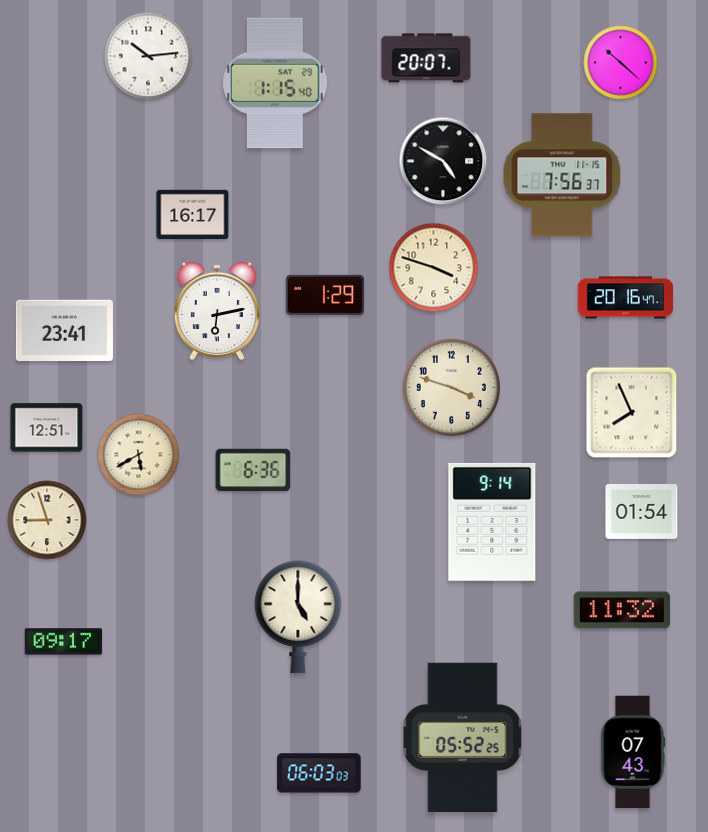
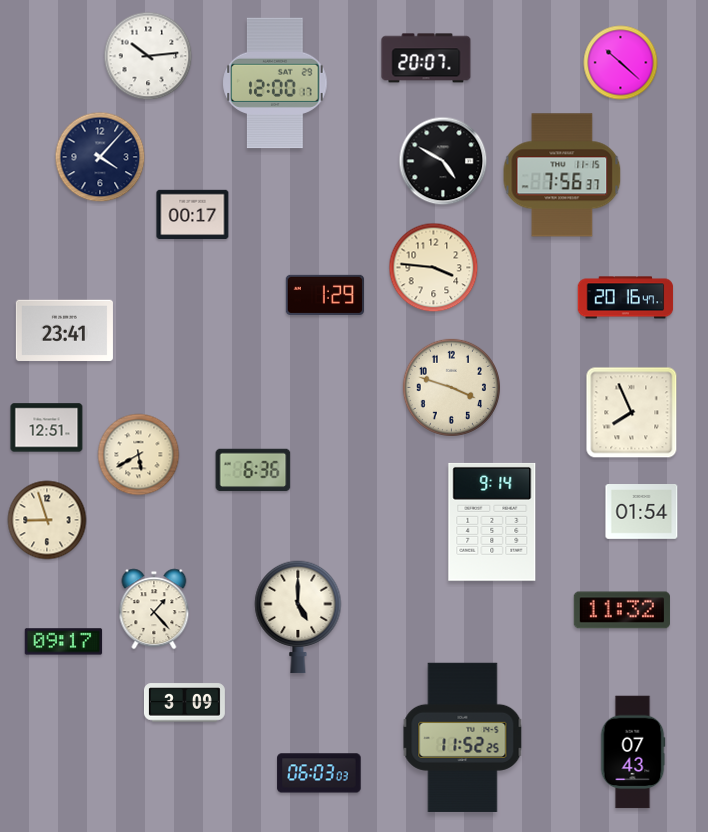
clock at (275, 83): 1:15 -> 12:00
clock at (100, 157): none -> 4:07
clock at (193, 215): 16:17 -> 00:17
clock at (434, 268): 3:48 -> 3:46
clock at (217, 311): 6:13 -> none
clock at (154, 609): none -> 1:23
clock at (184, 703): none -> 3:09
clock at (463, 737): 05:52 -> 11:52
